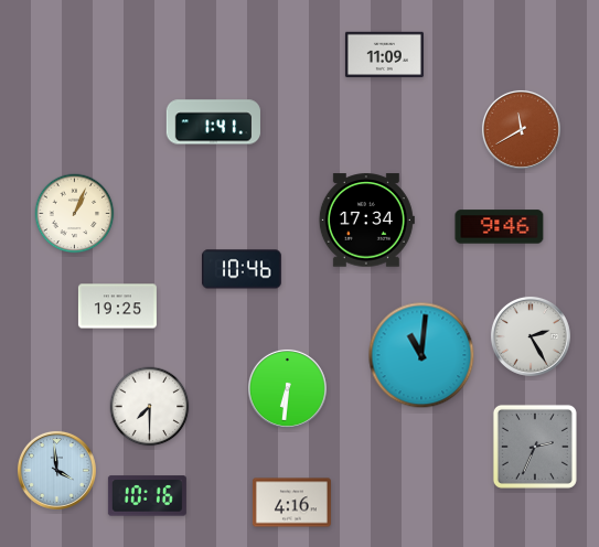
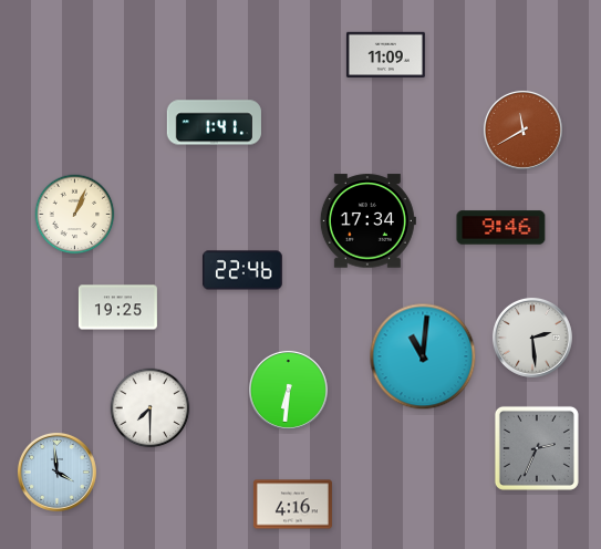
clock at (242, 269): 10:46 -> 22:46
clock at (531, 336): 2:25 -> 2:29
clock at (147, 496): 10:16 -> none
